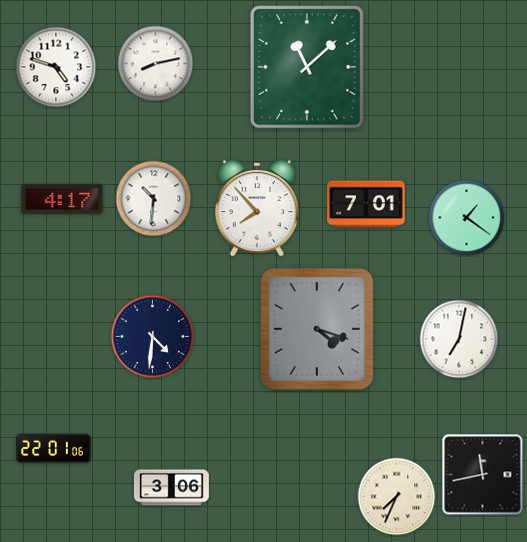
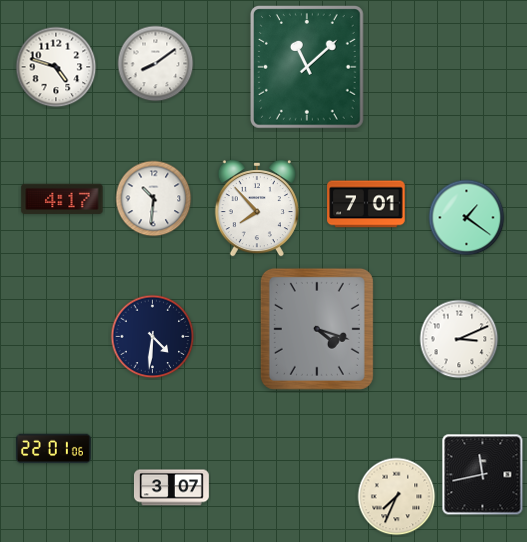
clock at (156, 64): 8:13 -> 8:09
clock at (459, 339): 7:02 -> 3:11
clock at (171, 488): 3:06 -> 3:07
